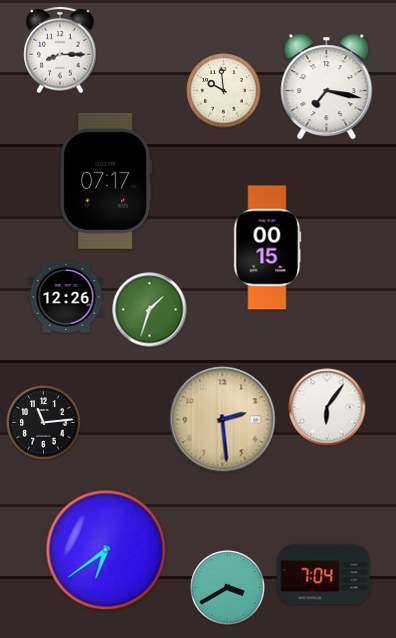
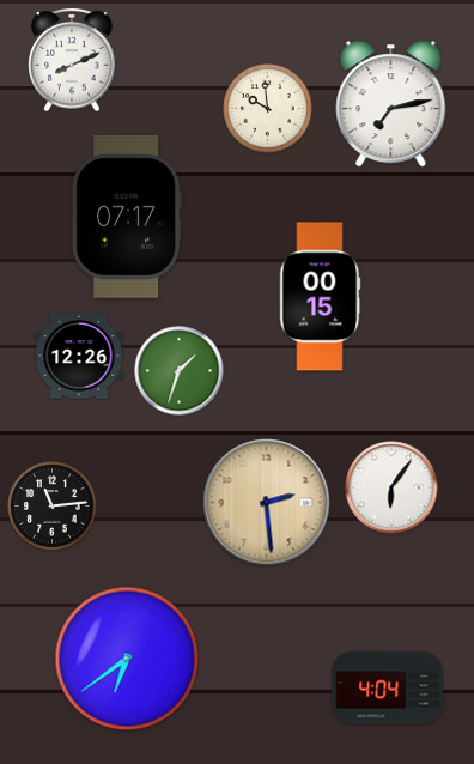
clock at (60, 50): 8:15 -> 8:11
clock at (327, 87): 7:17 -> 7:13
clock at (324, 575): 7:04 -> 4:04
clock at (228, 588): 3:40 -> none
